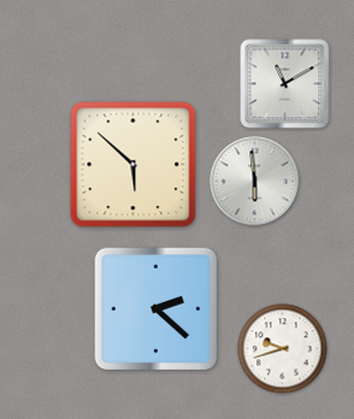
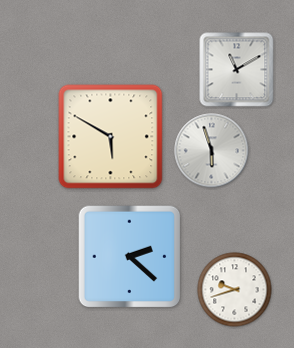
clock at (134, 165): 5:52 -> 5:50
clock at (255, 182): 5:59 -> 5:57
